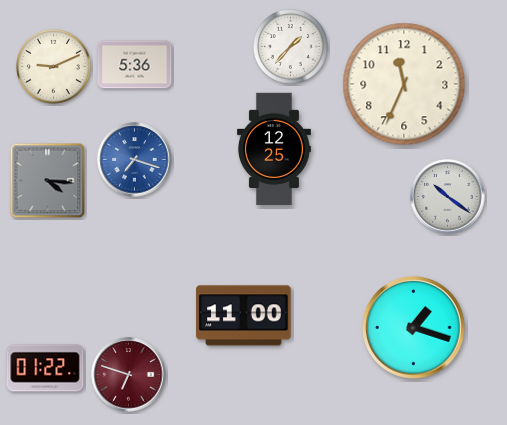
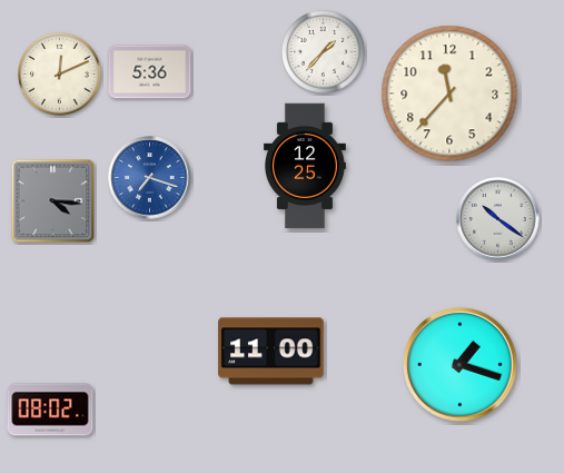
clock at (54, 67): 9:11 -> 12:11
clock at (404, 84): 11:34 -> 11:37
clock at (45, 368): 01:22 -> 08:02
clock at (129, 375): 6:48 -> none
